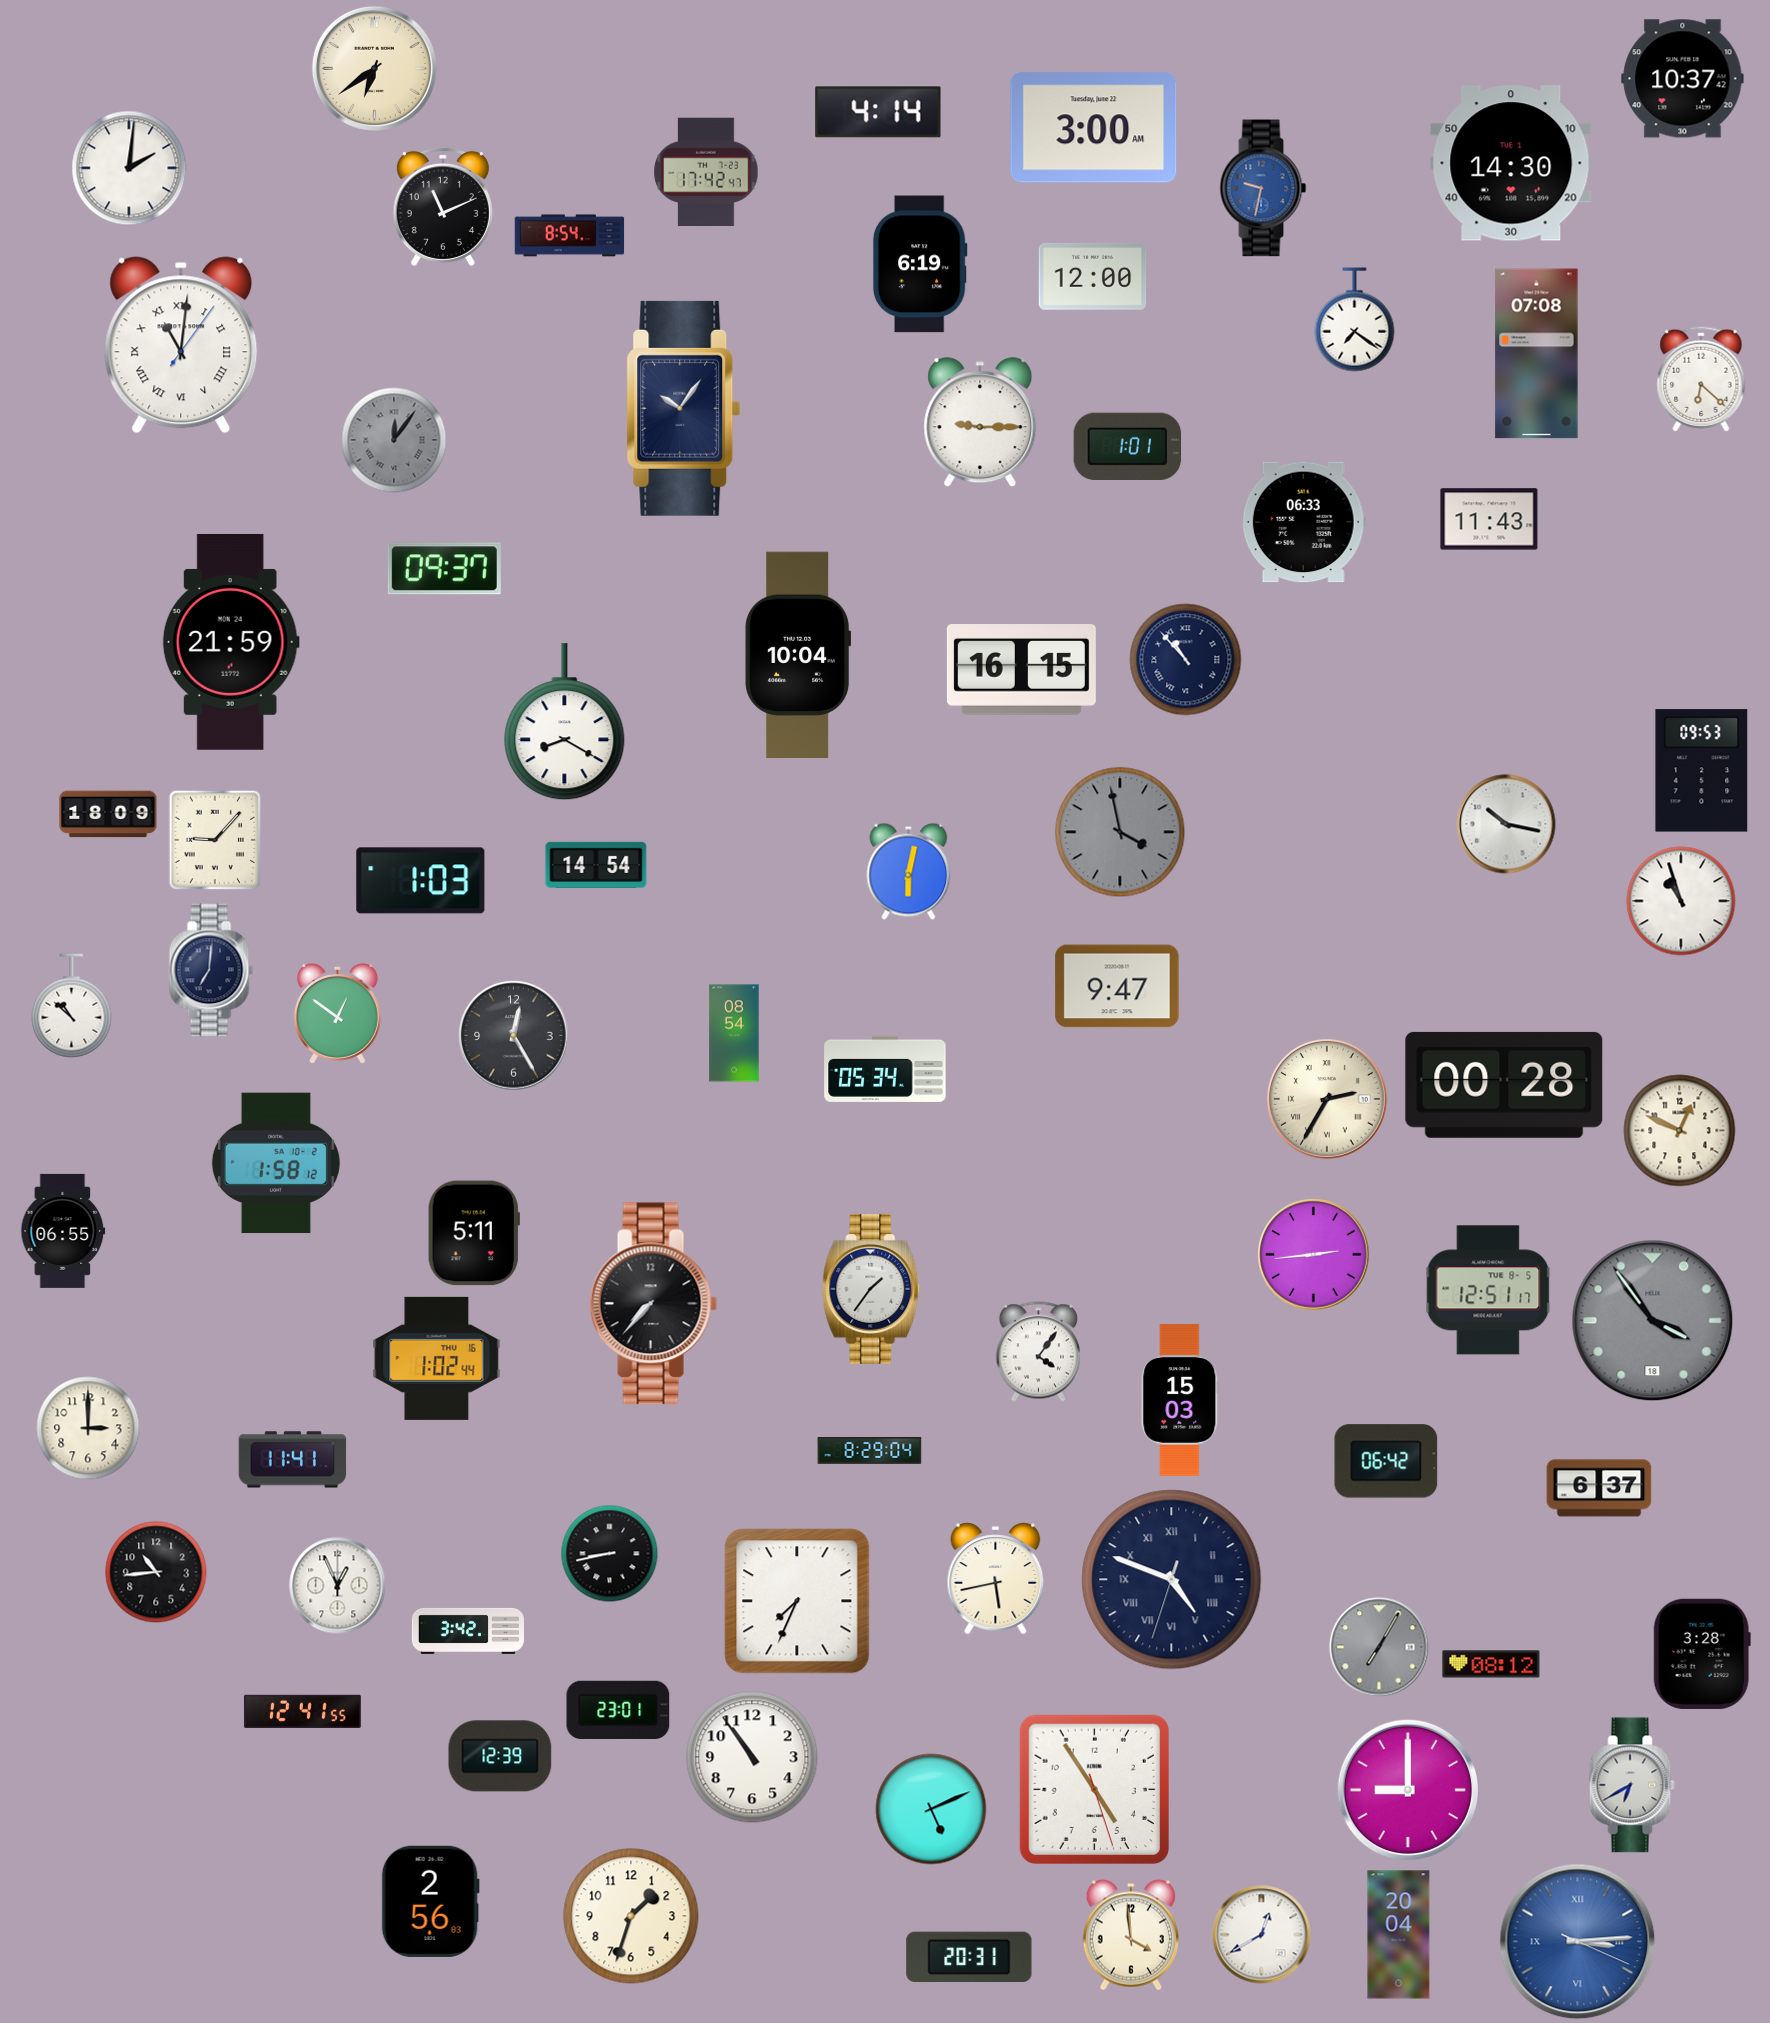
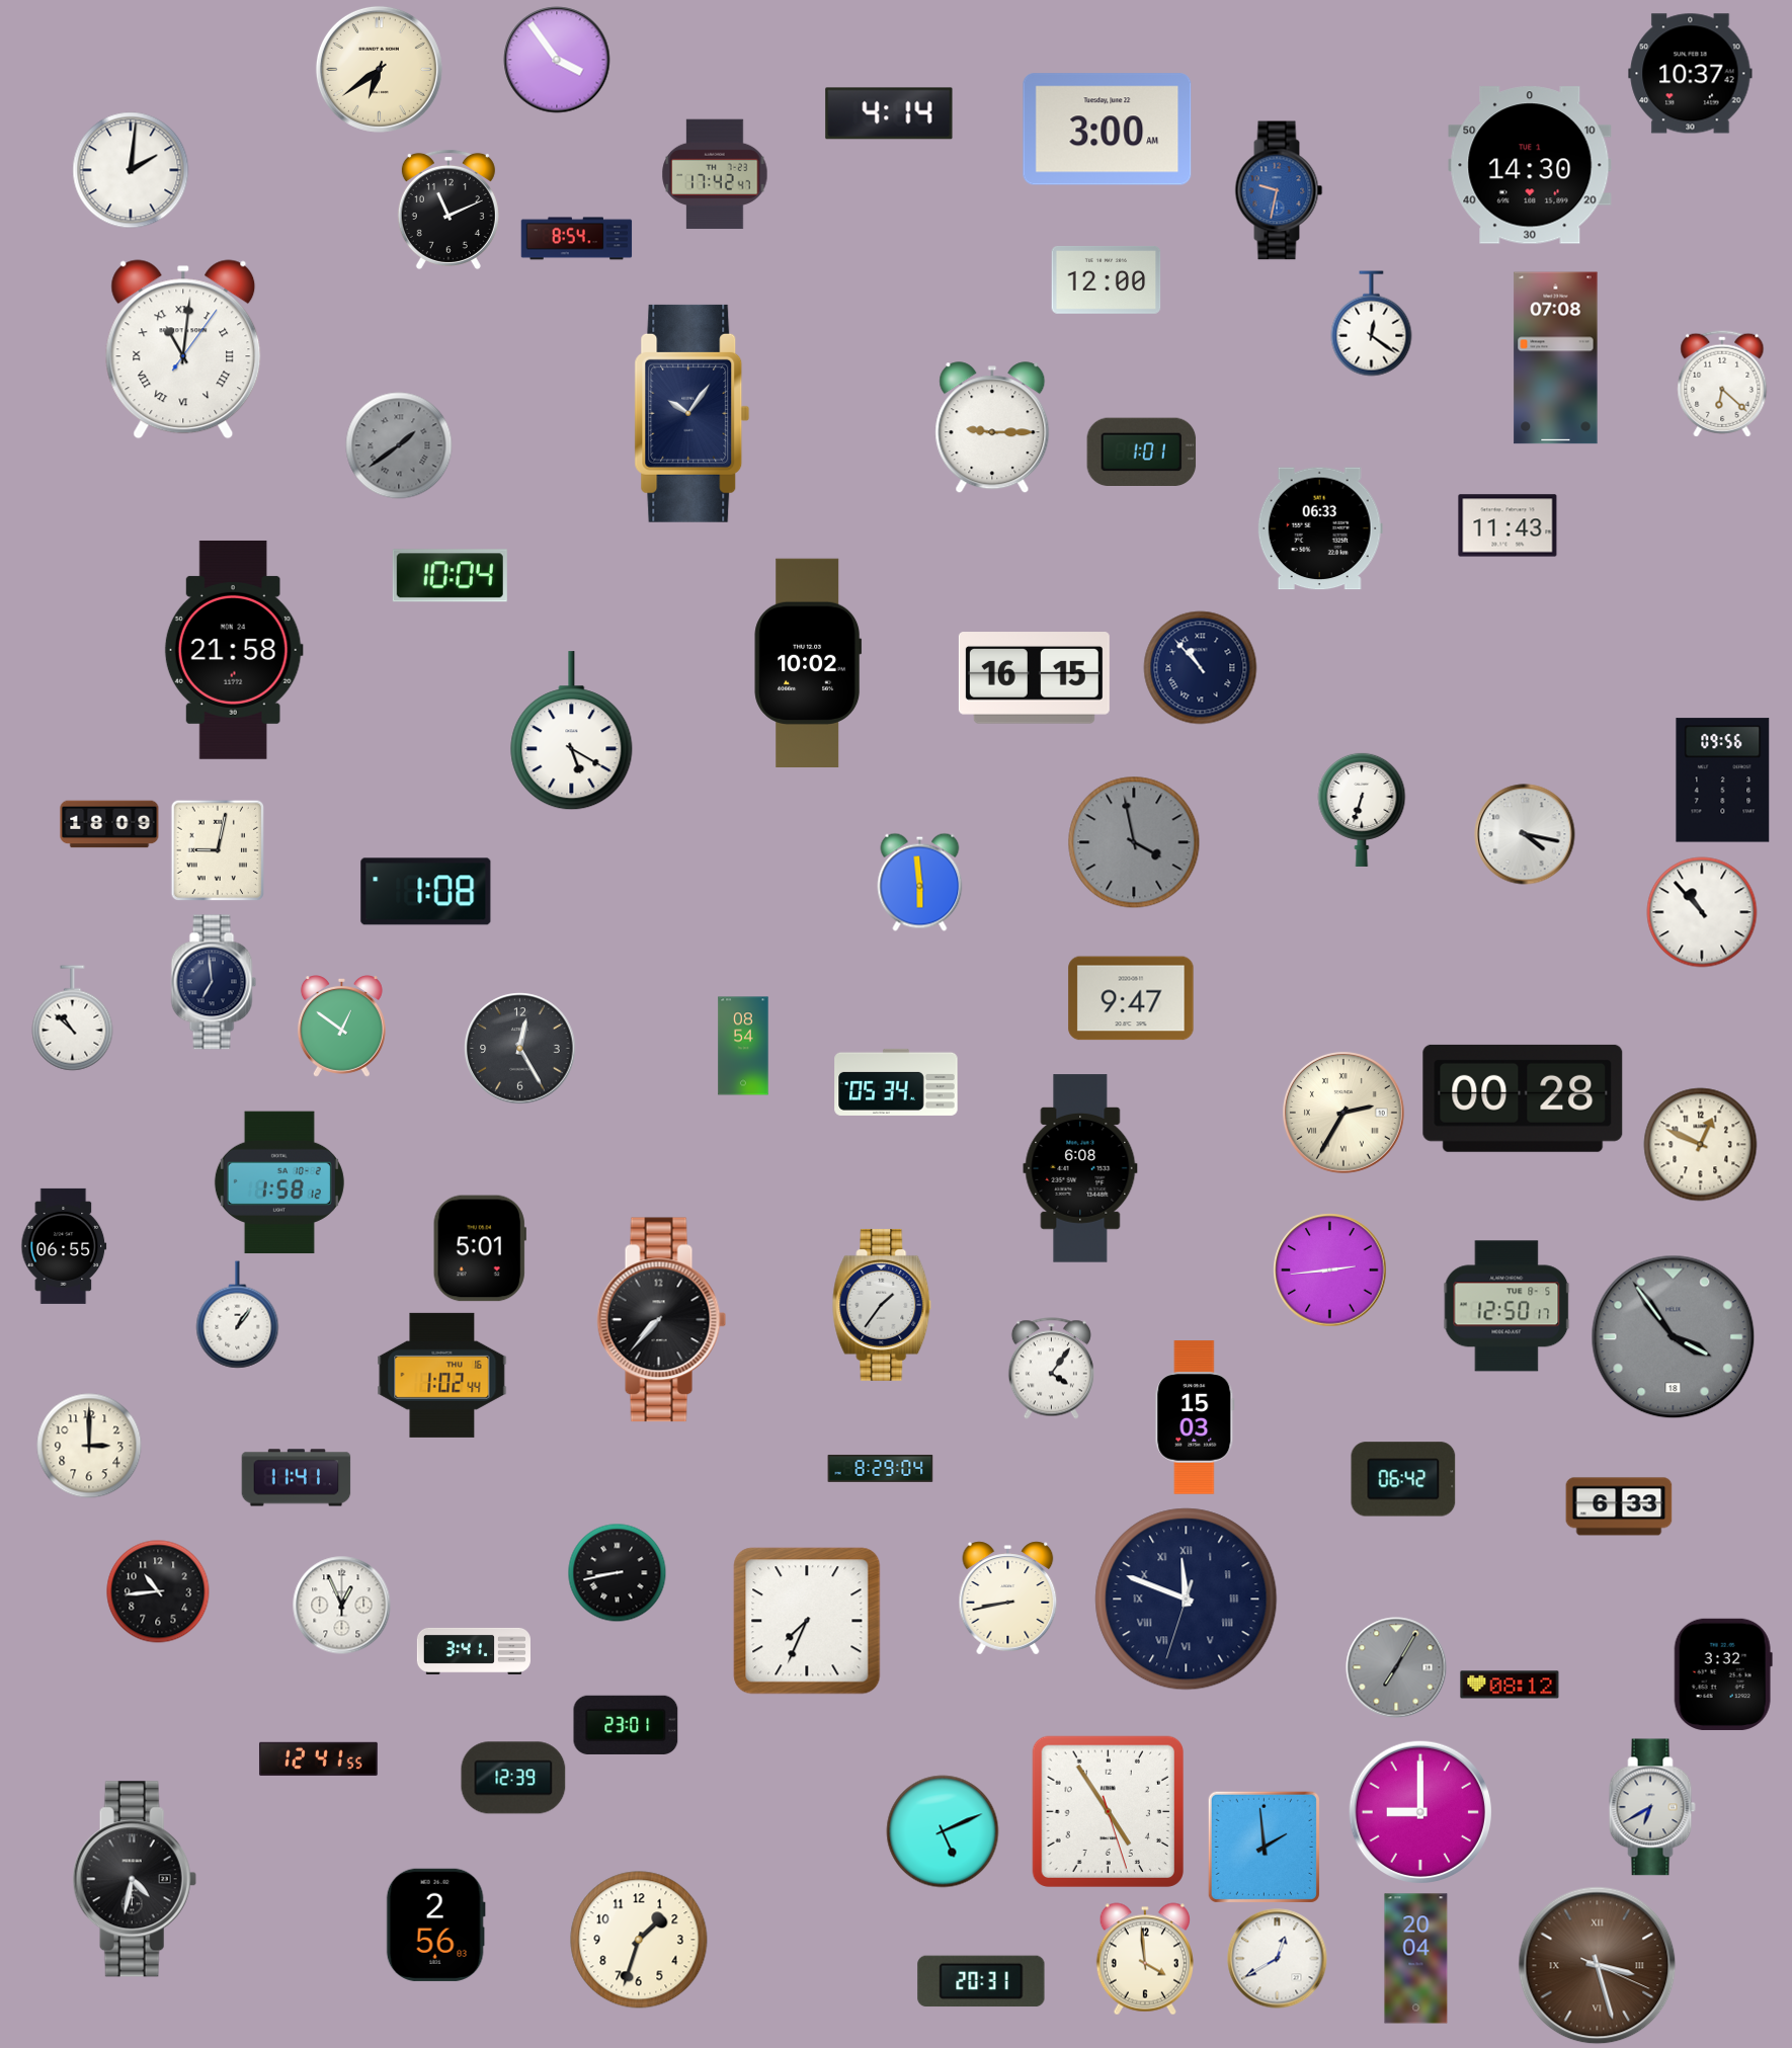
clock at (557, 60): none -> 3:54
clock at (1683, 79) position: (1683, 79) -> (1691, 74)
clock at (920, 264): 6:19 -> none
clock at (1355, 320): 7:21 -> 12:21
clock at (394, 440): 12:06 -> 1:39
clock at (444, 569): 09:37 -> 10:04
clock at (231, 642): 21:59 -> 21:58
clock at (798, 655): 10:04 -> 10:02
clock at (565, 722): 8:20 -> 5:20
clock at (1702, 771): 09:53 -> 09:56
clock at (1362, 809): none -> 6:33
clock at (1506, 824): 10:17 -> 4:17
clock at (214, 840): 9:07 -> 9:02
clock at (596, 864): 14:54 -> none
clock at (909, 871): 6:02 -> 5:59
clock at (421, 881): 1:03 -> 1:08
clock at (1681, 901): 10:57 -> 10:53
clock at (211, 970): 7:01 -> 6:59
clock at (1080, 1168): none -> 6:08
clock at (276, 1163) position: (276, 1163) -> (279, 1182)
clock at (474, 1233): 5:11 -> 5:01
clock at (1488, 1290): 12:51 -> 12:50
clock at (238, 1315): none -> 1:06
clock at (1599, 1488): 6:37 -> 6:33
clock at (996, 1579): 5:43 -> 8:43
clock at (1172, 1580): 4:48 -> 11:48
clock at (468, 1631): 3:42 -> 3:41
clock at (1702, 1654): 3:28 -> 3:32
clock at (618, 1710) position: (618, 1710) -> (626, 1725)
clock at (302, 1711) position: (302, 1711) -> (318, 1758)
clock at (500, 1756) position: (500, 1756) -> (513, 1778)
clock at (752, 1757): 10:54 -> none
clock at (1408, 1790) position: (1408, 1790) -> (1420, 1812)
clock at (1264, 1847): none -> 1:59
clock at (135, 1879): none -> 4:32
clock at (1578, 1942): 3:14 -> 3:27
clock at (1578, 1942) dial: blue -> brown
